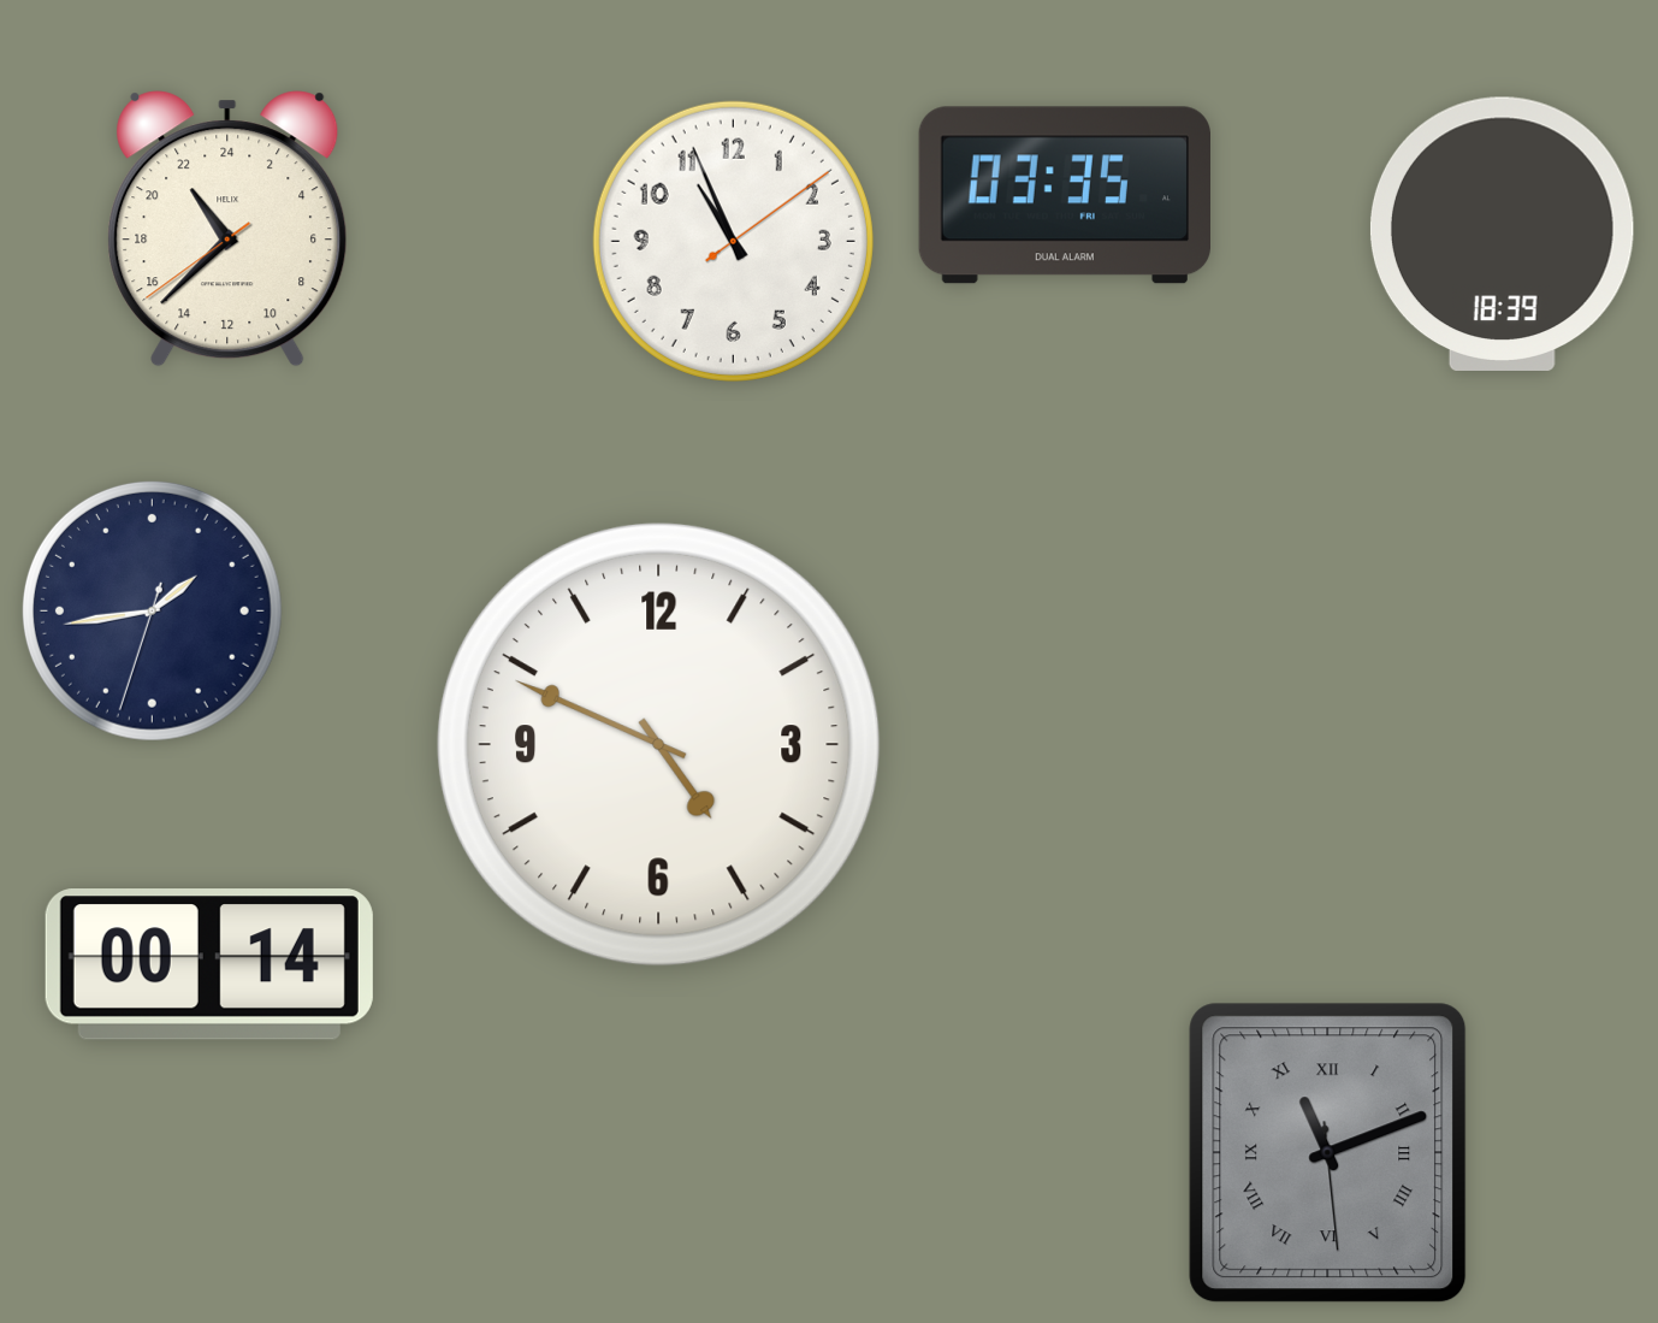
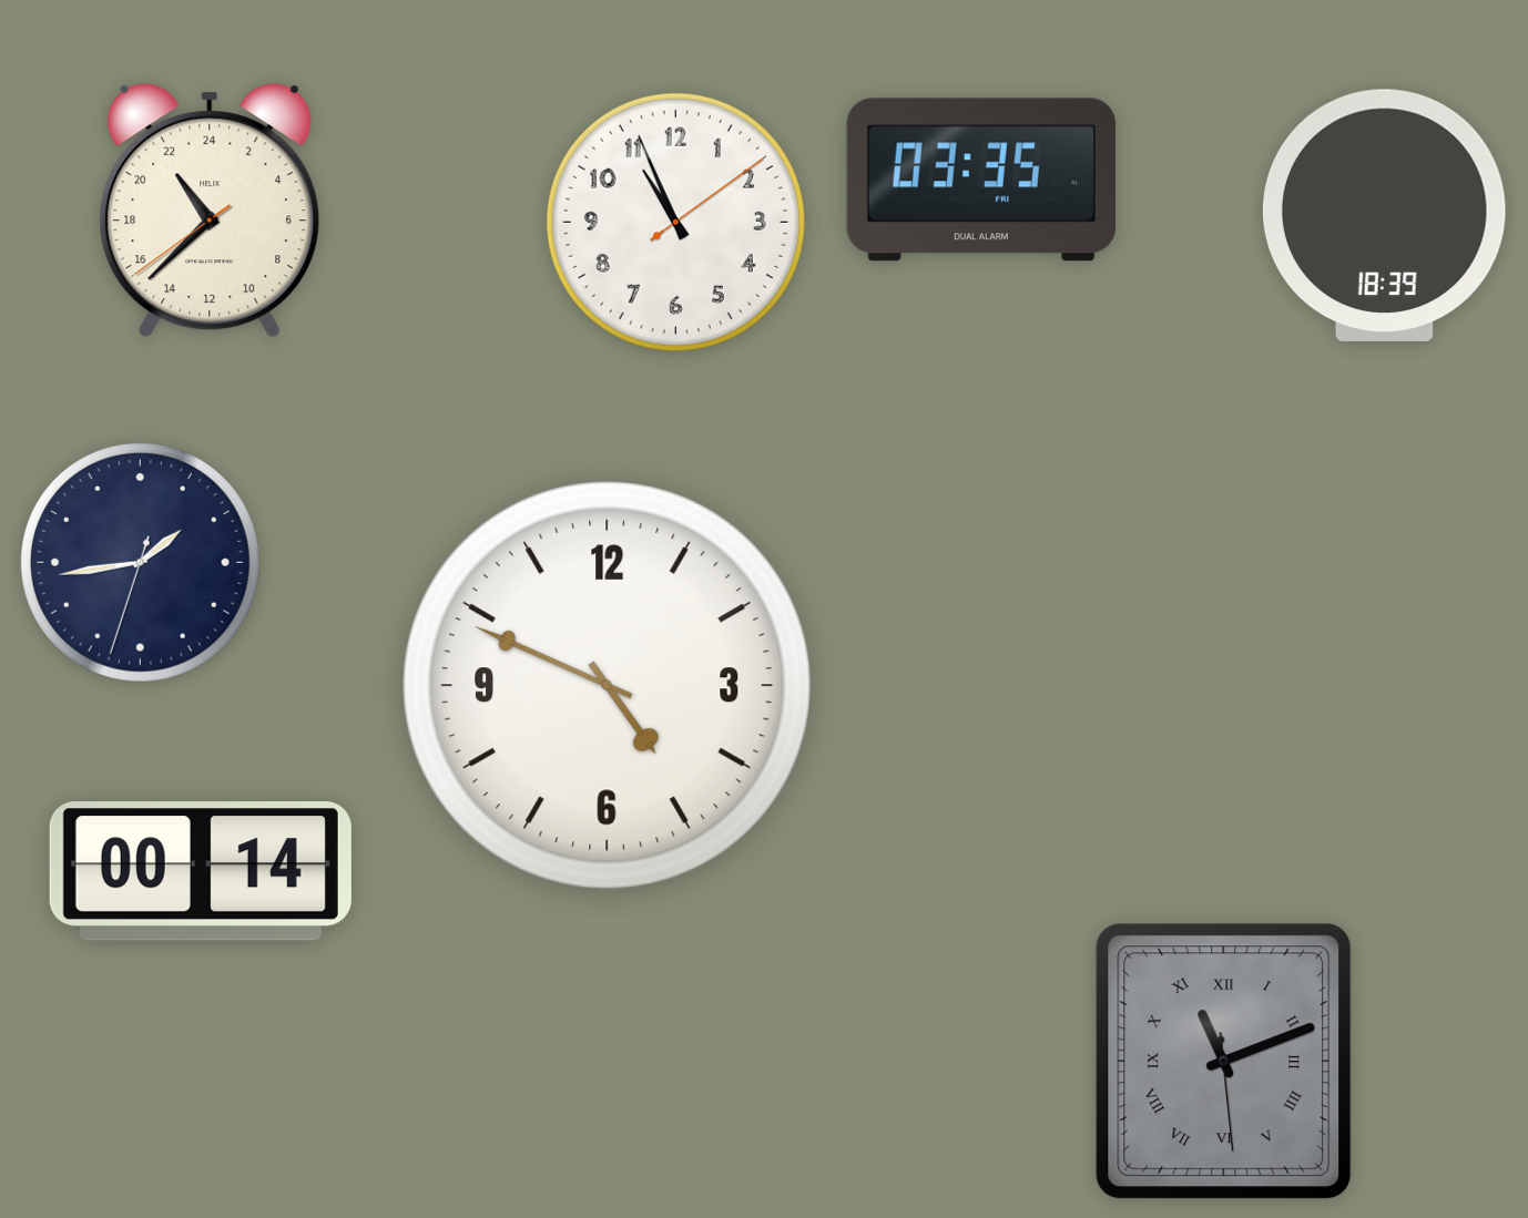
clock at (209, 964) position: (209, 964) -> (201, 871)
